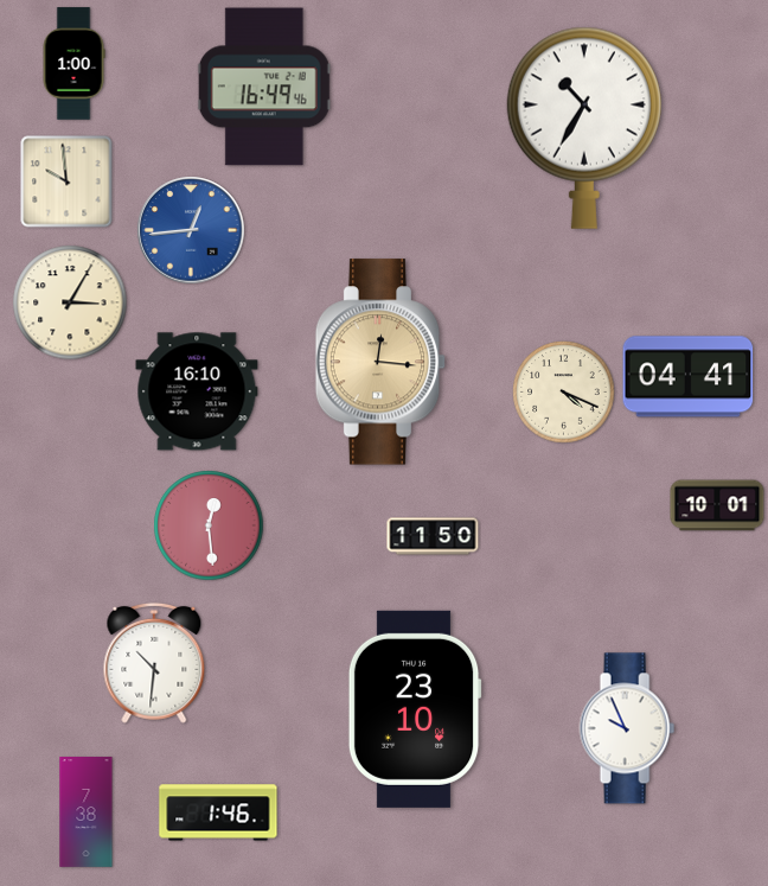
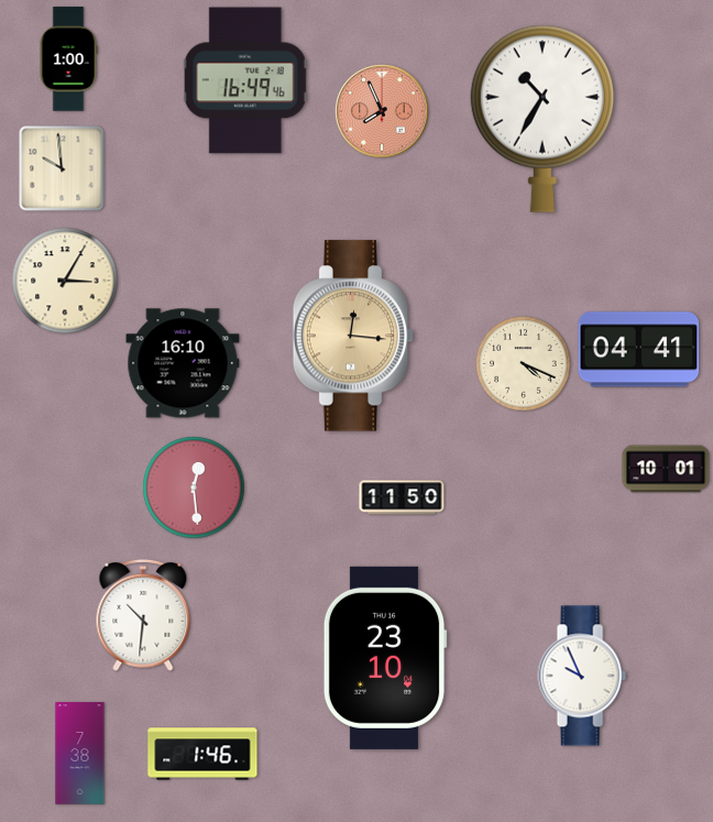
clock at (382, 111): none -> 7:56
clock at (191, 230): 12:44 -> none
